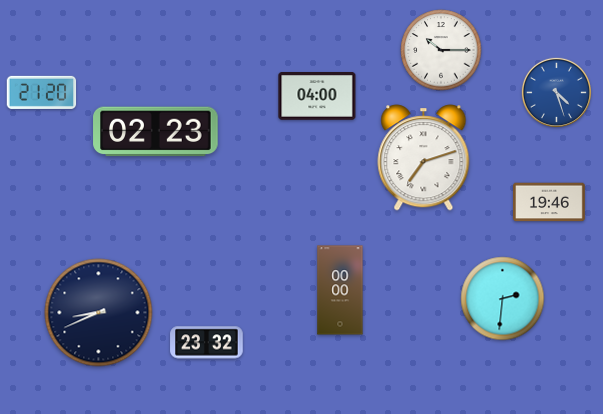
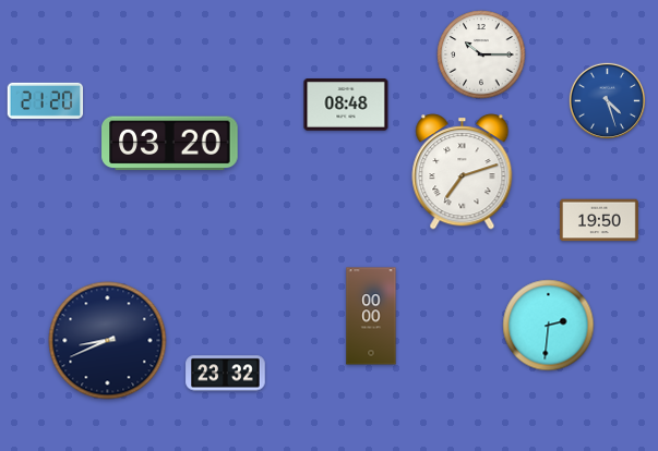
clock at (317, 96): 04:00 -> 08:48
clock at (156, 132): 02:23 -> 03:20
clock at (550, 202): 19:46 -> 19:50
